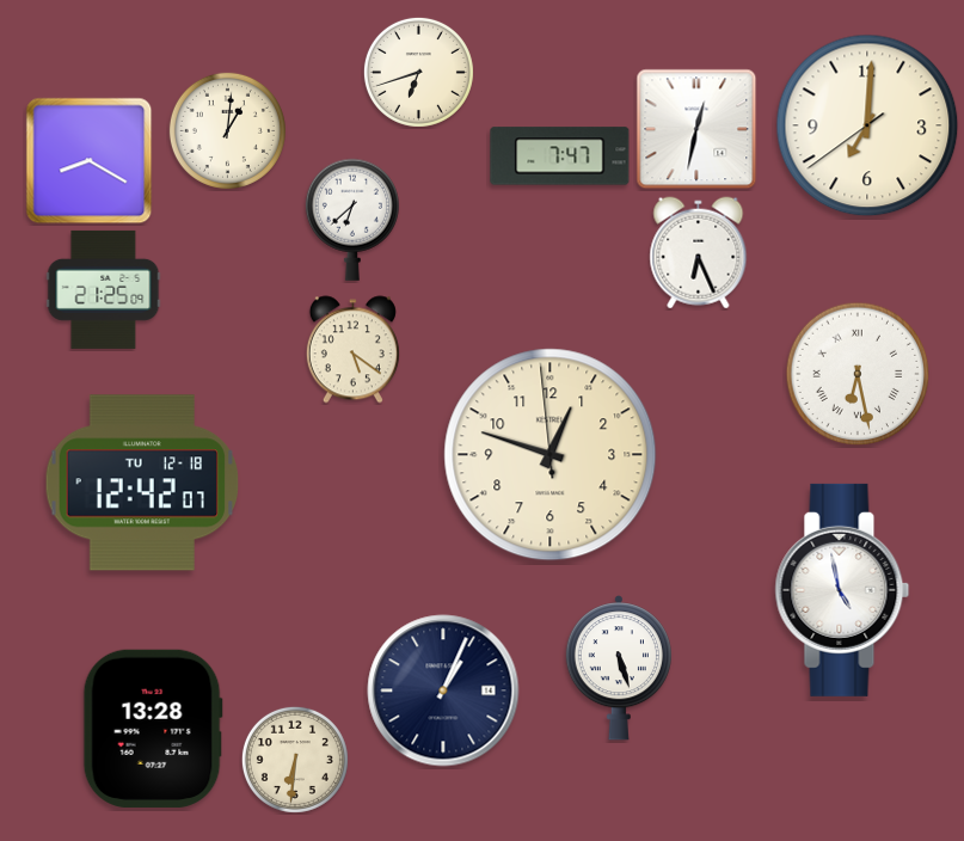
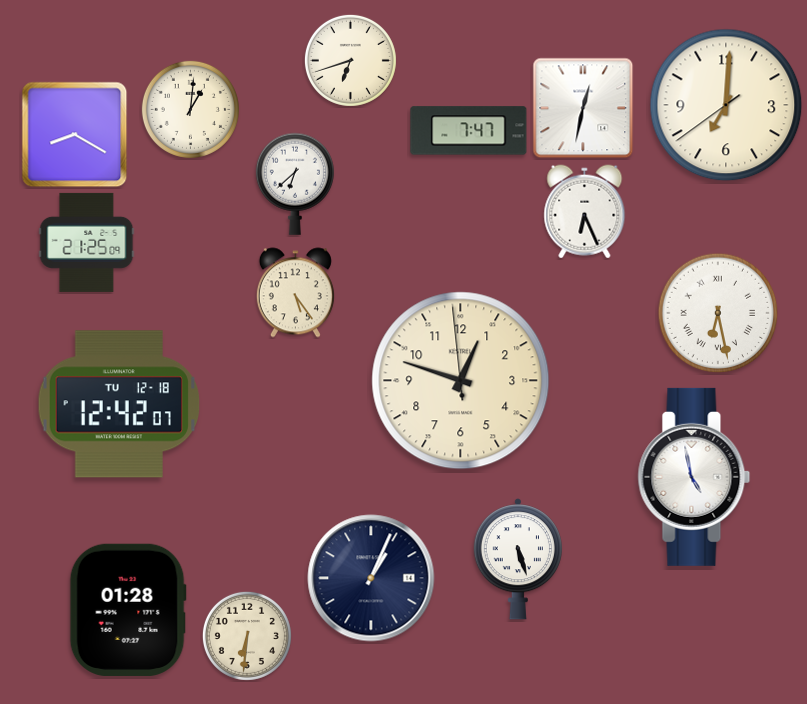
clock at (352, 350): 5:21 -> 5:24
clock at (842, 590) position: (842, 590) -> (694, 477)
clock at (153, 729): 13:28 -> 01:28
